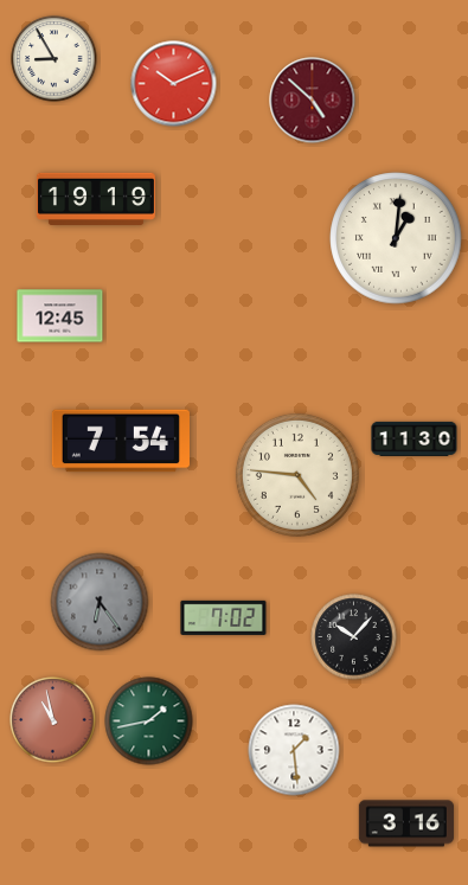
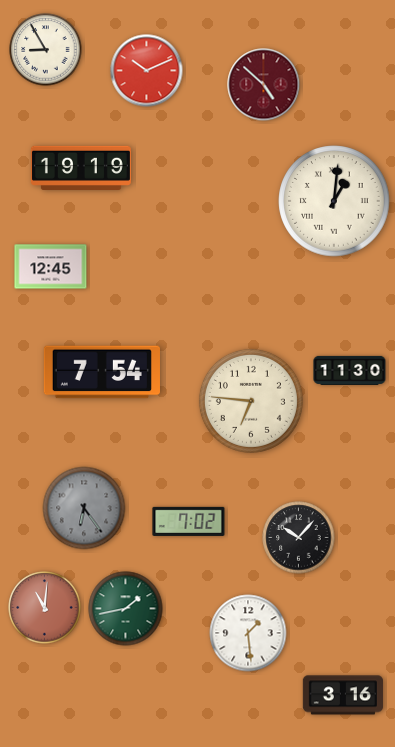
clock at (297, 475): 4:46 -> 6:46
clock at (53, 720): 10:58 -> 11:01
